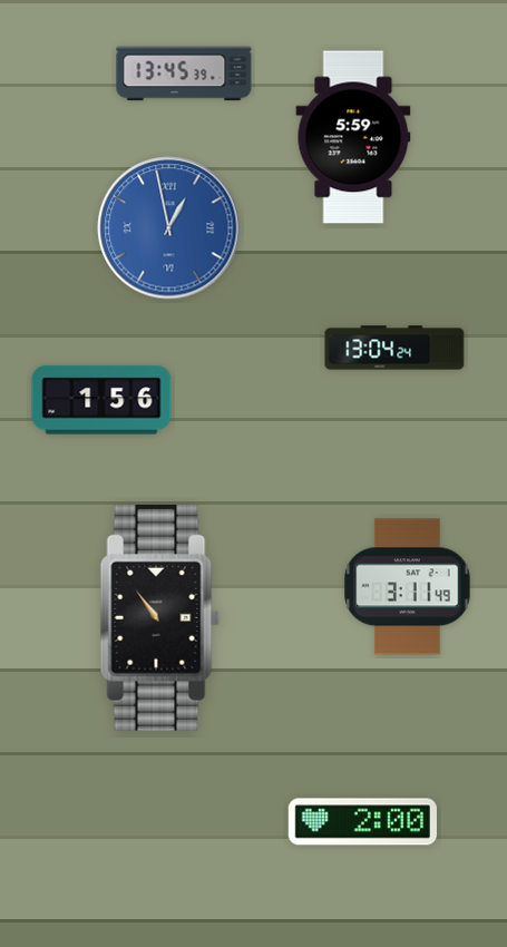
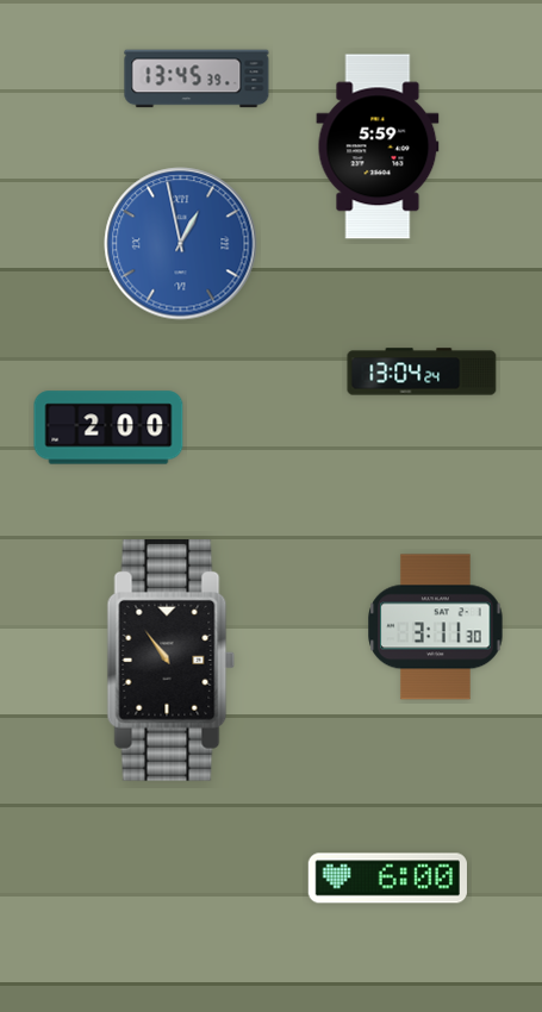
clock at (101, 400): 1:56 -> 2:00
clock at (408, 587): 3:11:49 -> 3:11:30
clock at (362, 822): 2:00 -> 6:00
